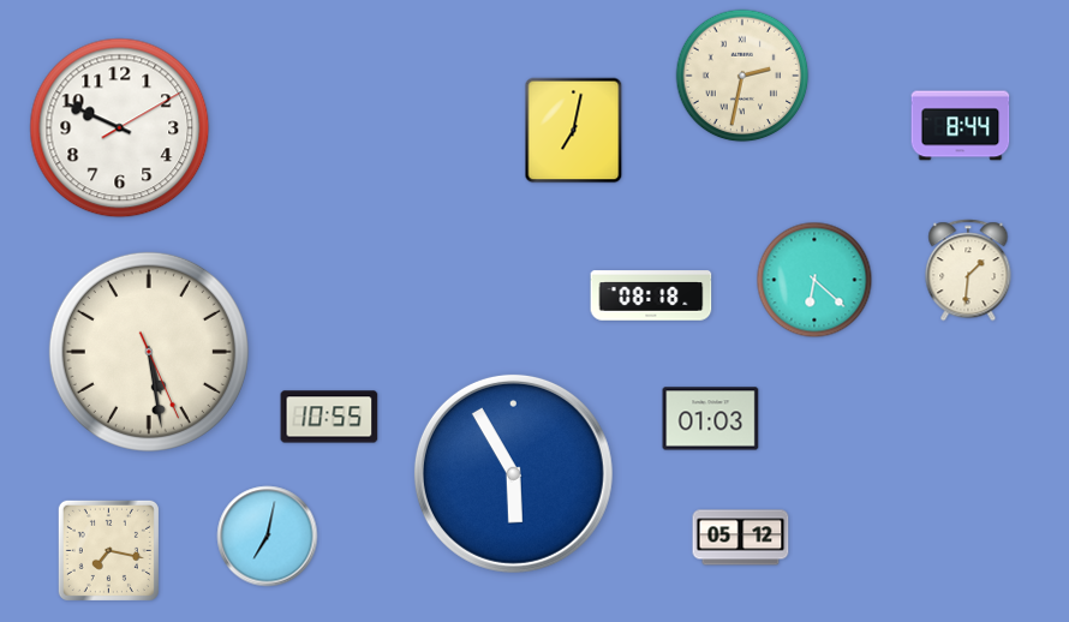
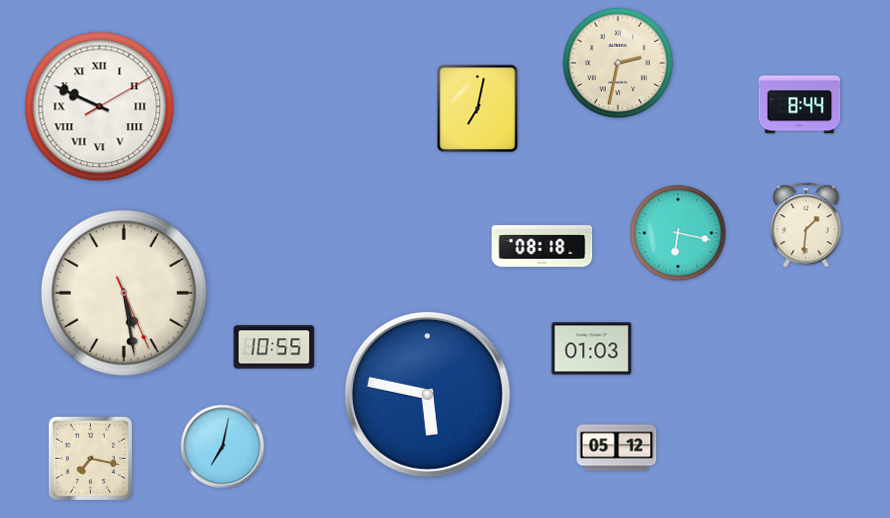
clock at (120, 128) numerals: Arabic -> Roman
clock at (814, 280): 6:22 -> 6:17
clock at (513, 473): 5:55 -> 5:47
